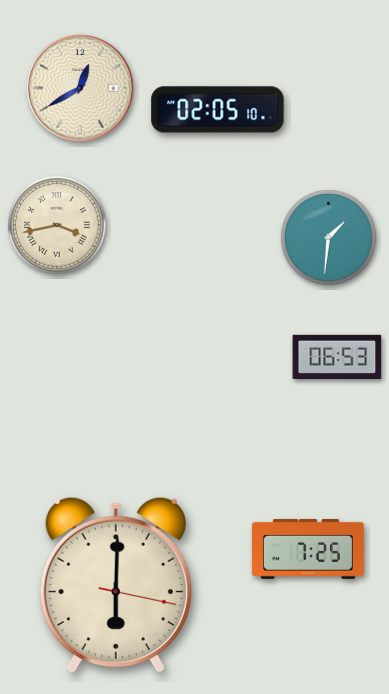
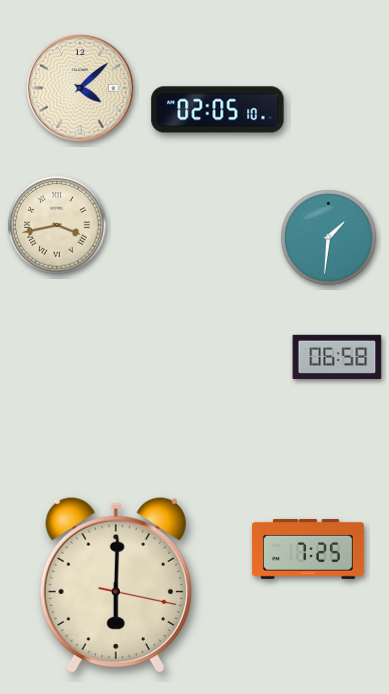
clock at (80, 88): 12:40 -> 4:08
clock at (337, 356): 06:53 -> 06:58
